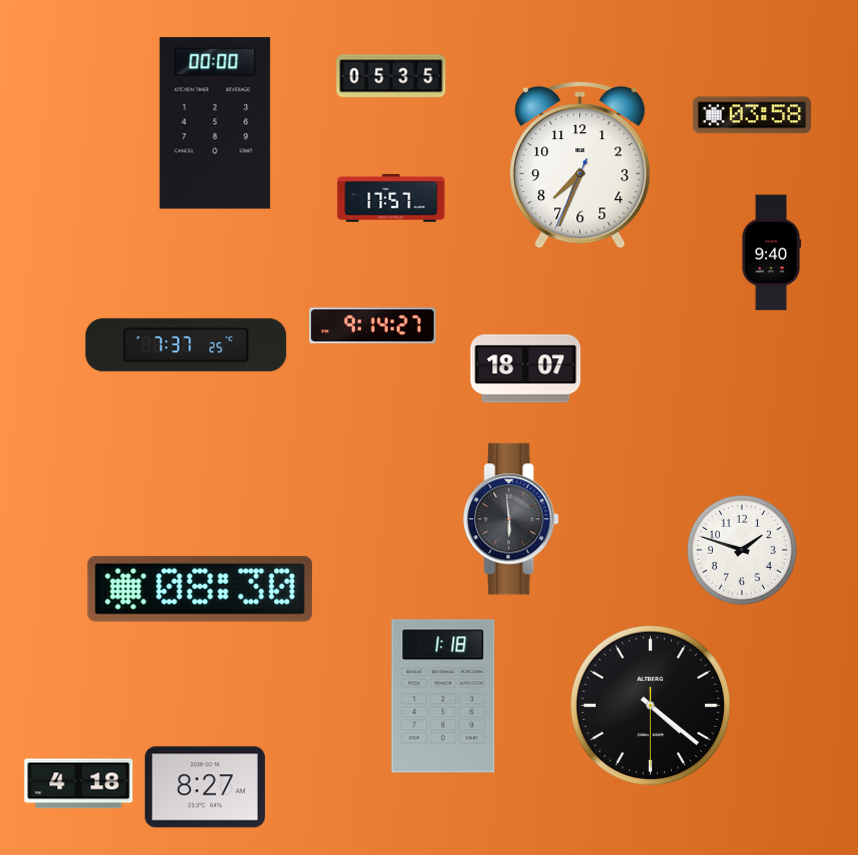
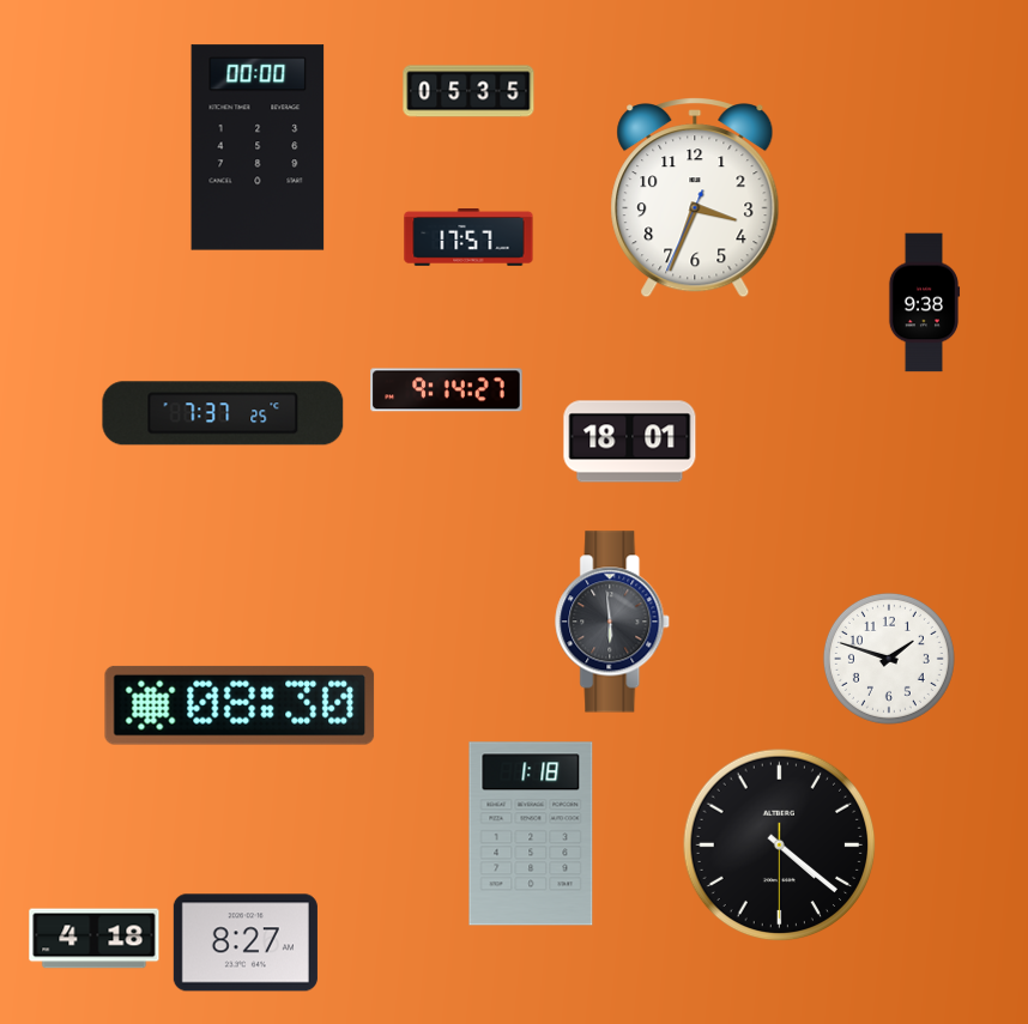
clock at (751, 115): 03:58 -> none
clock at (580, 165): 7:33 -> 3:33
clock at (771, 253): 9:40 -> 9:38
clock at (526, 369): 18:07 -> 18:01
